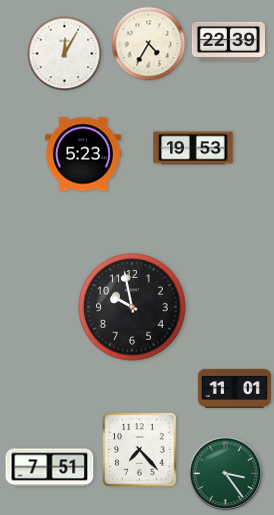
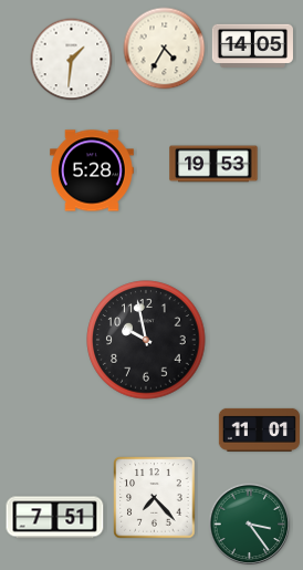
clock at (228, 42): 22:39 -> 14:05
clock at (65, 54): 12:05 -> 1:31
clock at (84, 154): 5:23 -> 5:28
